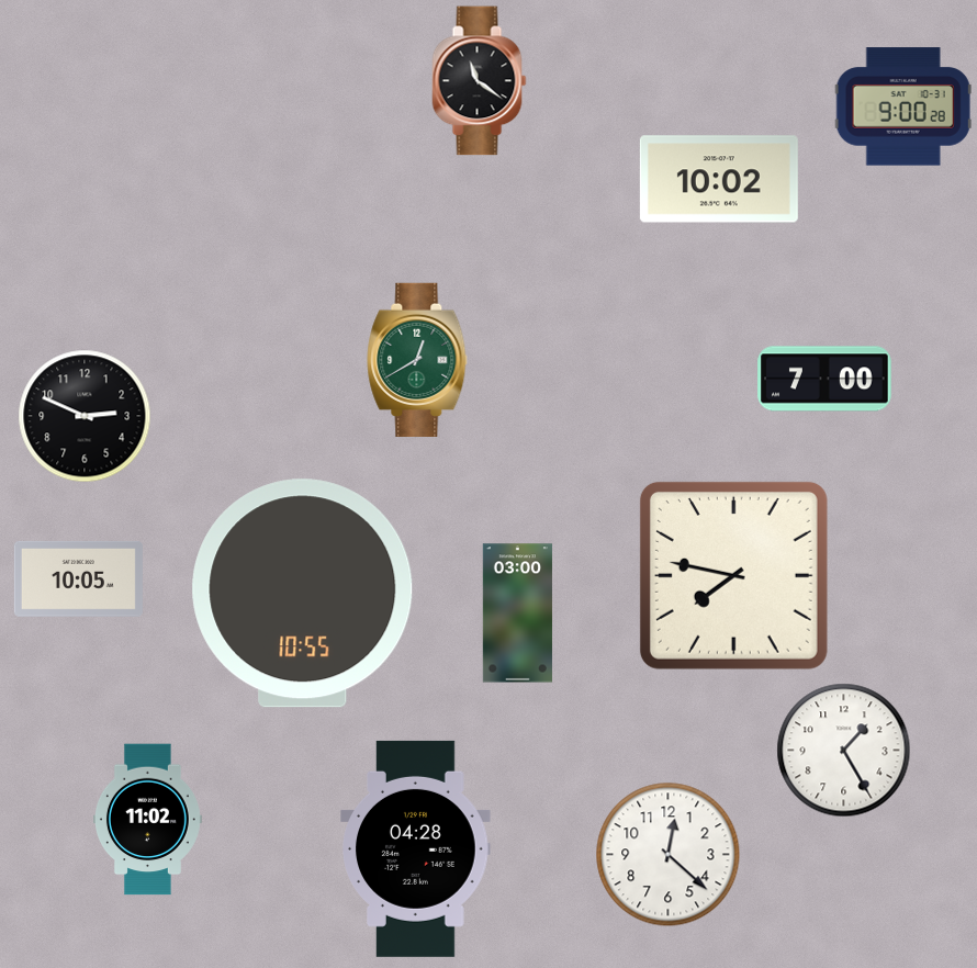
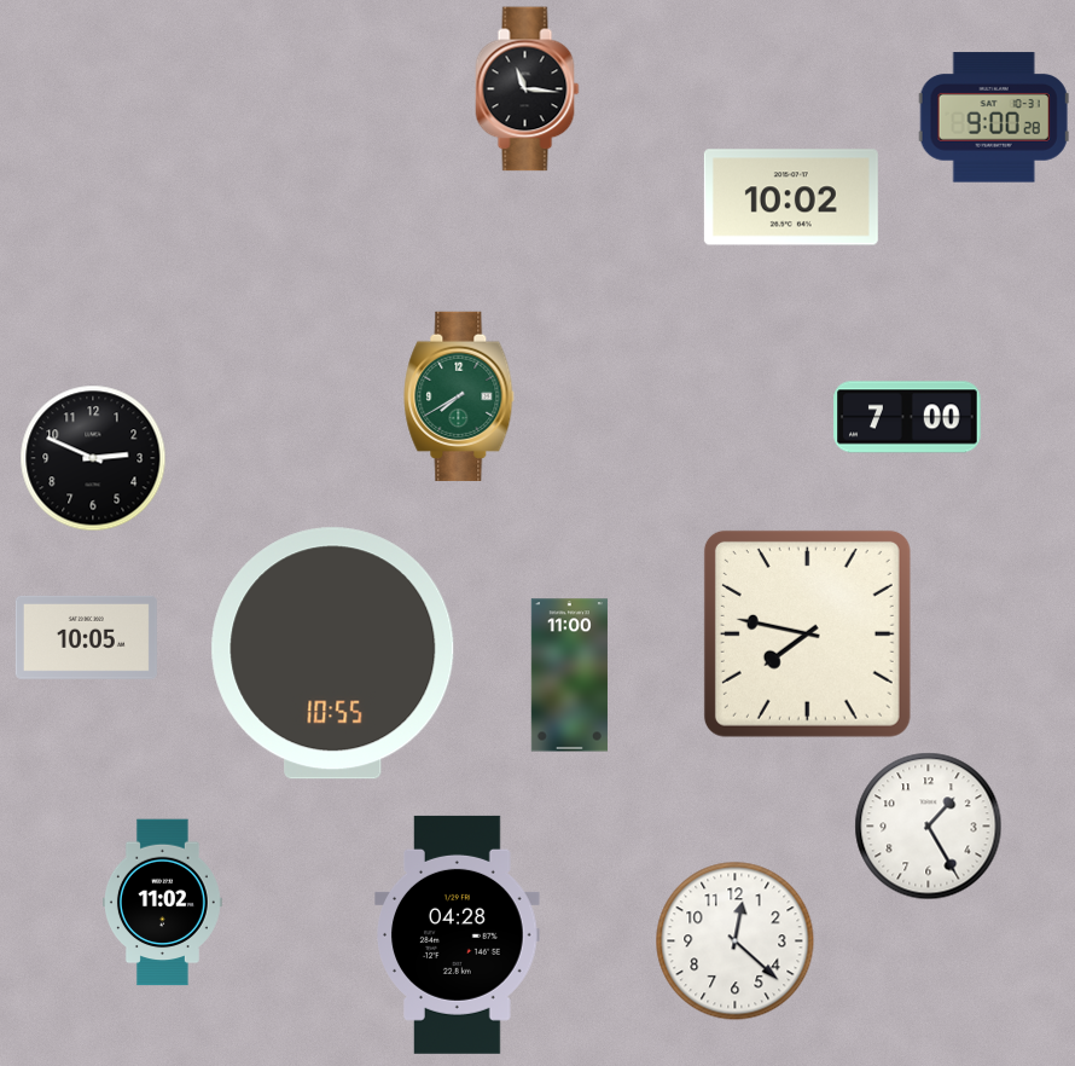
clock at (480, 81): 11:21 -> 11:16
clock at (417, 360): 12:40 -> 7:40
clock at (517, 614): 03:00 -> 11:00
